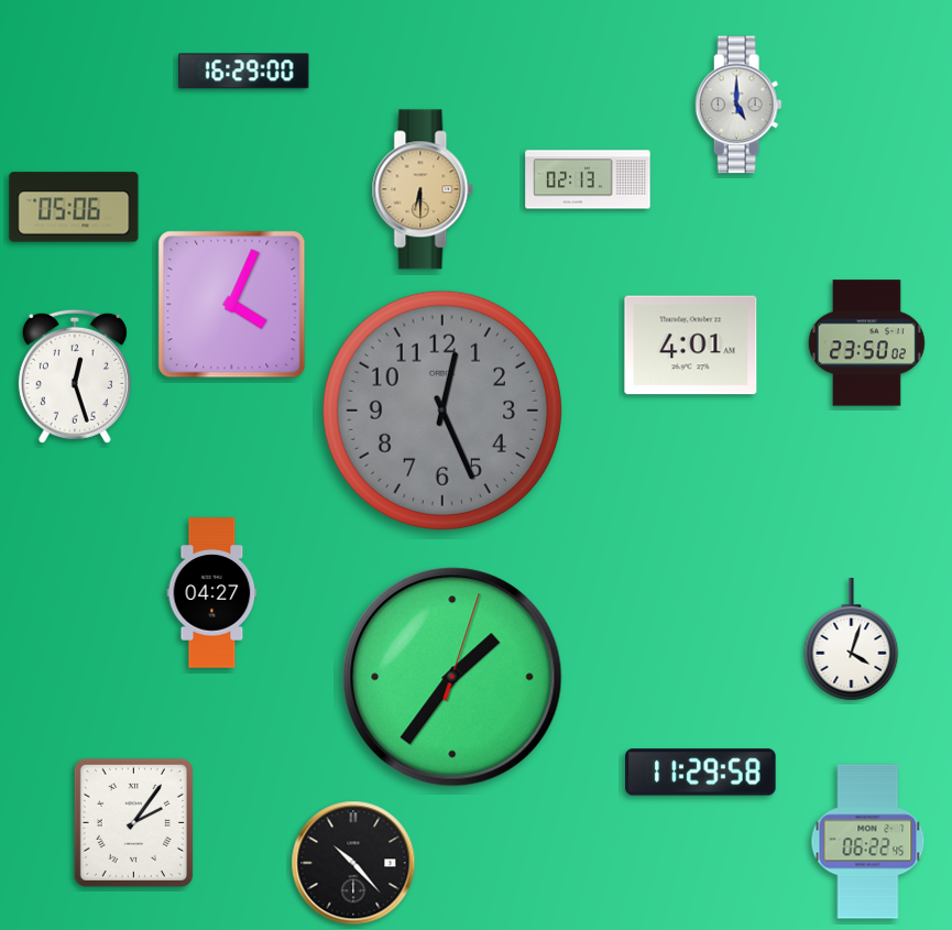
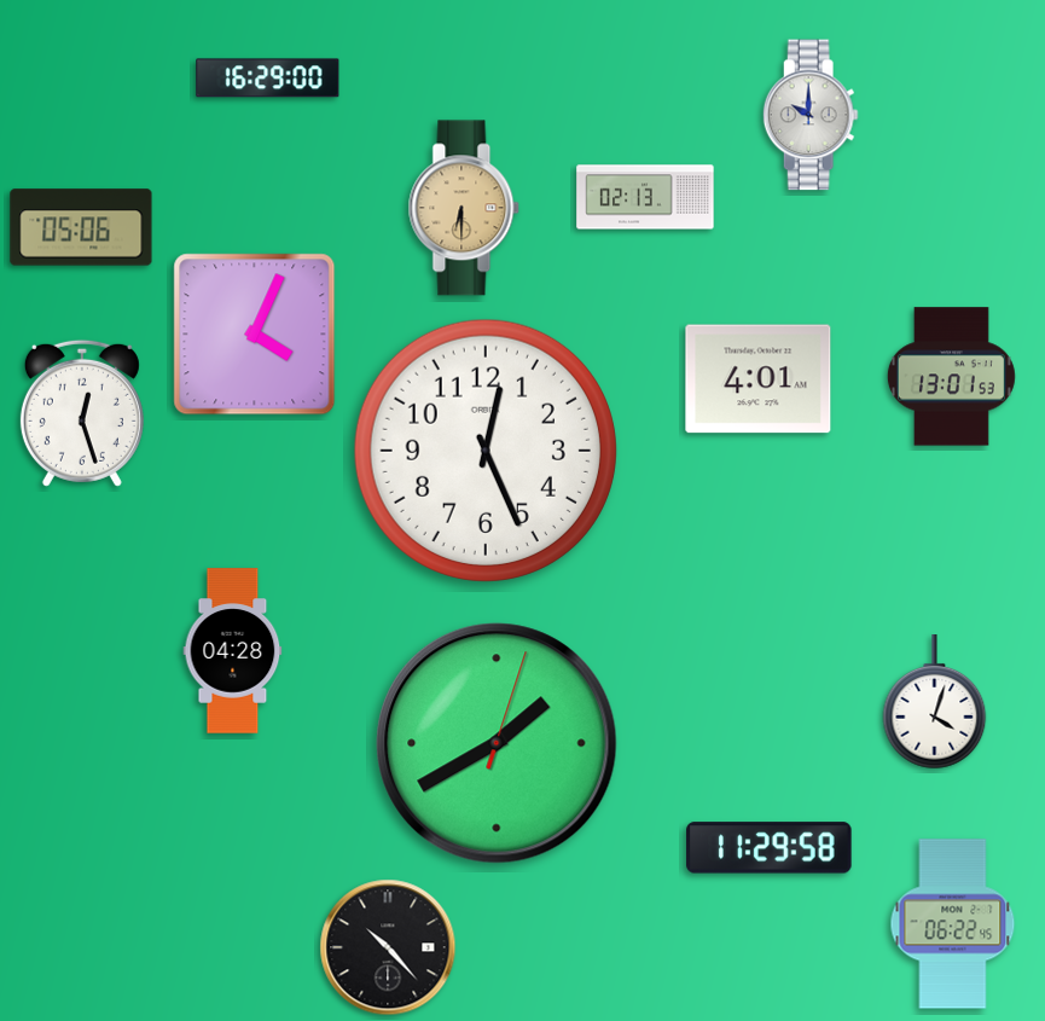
clock at (738, 105): 5:00 -> 10:00
clock at (866, 343): 23:50 -> 13:01
clock at (442, 411) dial: grey -> white
clock at (212, 593): 04:27 -> 04:28
clock at (452, 677): 1:36 -> 1:40
clock at (133, 822): 2:06 -> none
